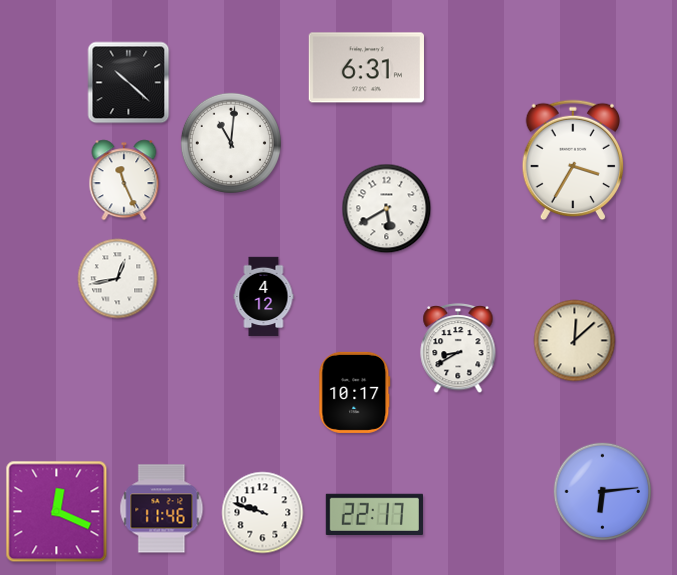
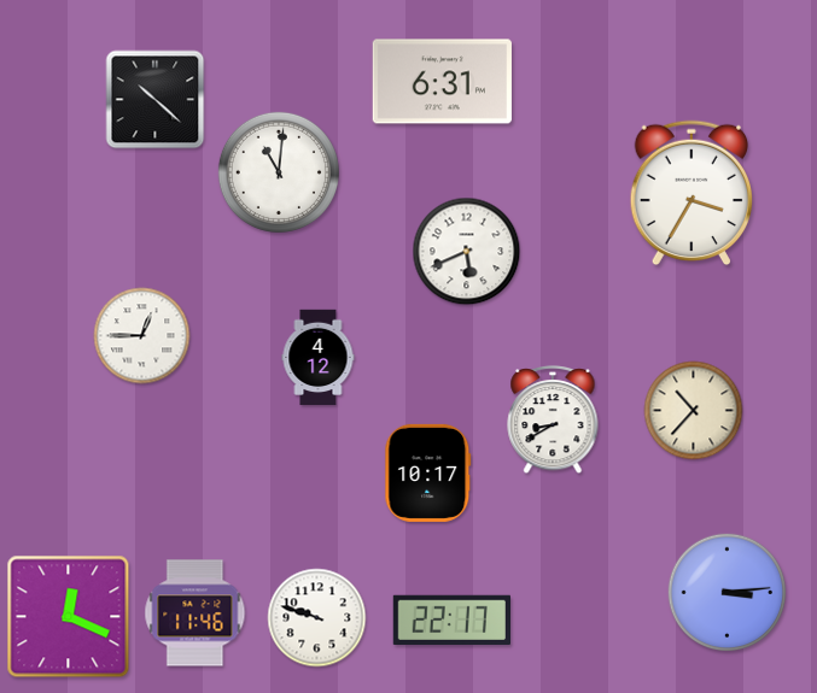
clock at (124, 180): 11:26 -> none
clock at (387, 209): 5:40 -> 5:41
clock at (118, 279): 12:43 -> 12:45
clock at (575, 341): 12:08 -> 10:37
clock at (603, 492): 6:14 -> 3:14
